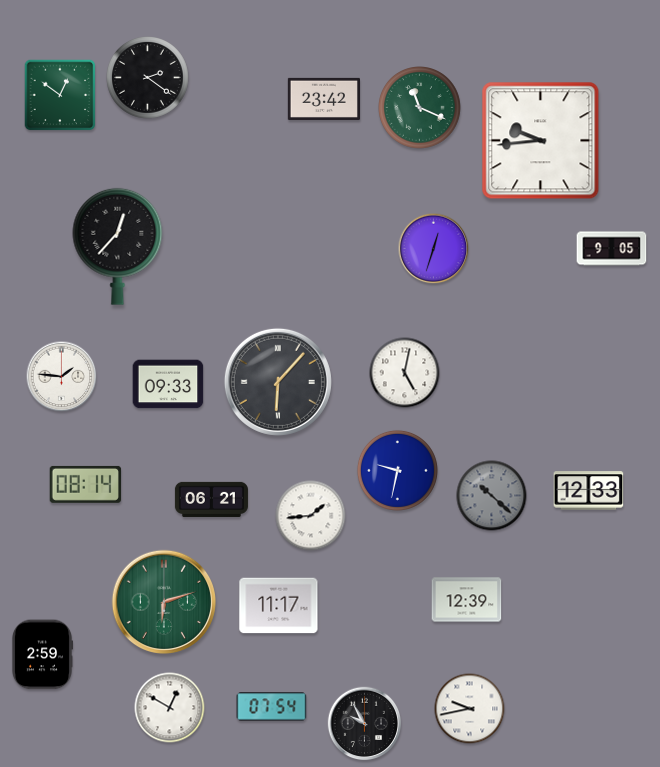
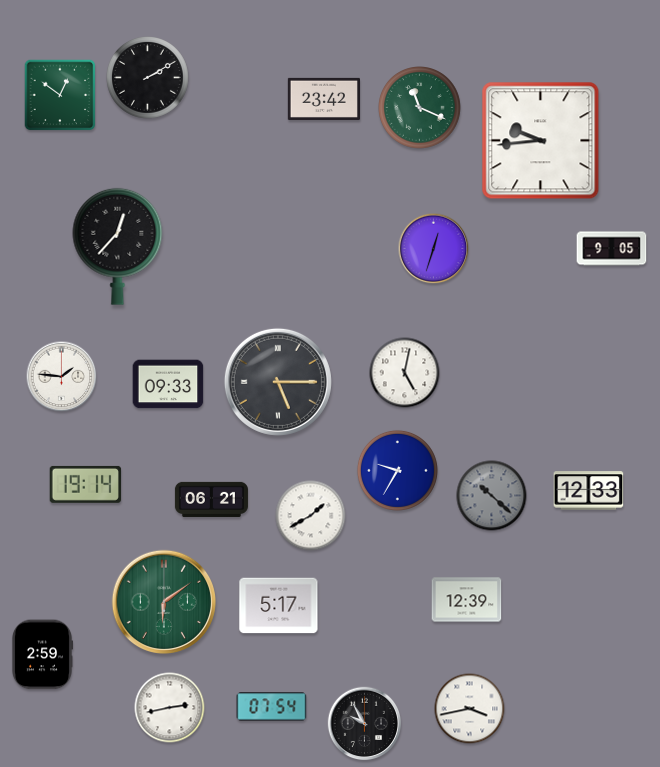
clock at (148, 78): 2:21 -> 2:10
clock at (278, 382): 6:07 -> 5:15
clock at (397, 470): 9:32 -> 9:35
clock at (86, 484): 08:14 -> 19:14
clock at (311, 516): 1:44 -> 1:40
clock at (163, 601): 6:12 -> 6:09
clock at (279, 606): 11:17 -> 5:17
clock at (170, 708): 12:50 -> 2:43
clock at (470, 709): 9:43 -> 3:43
